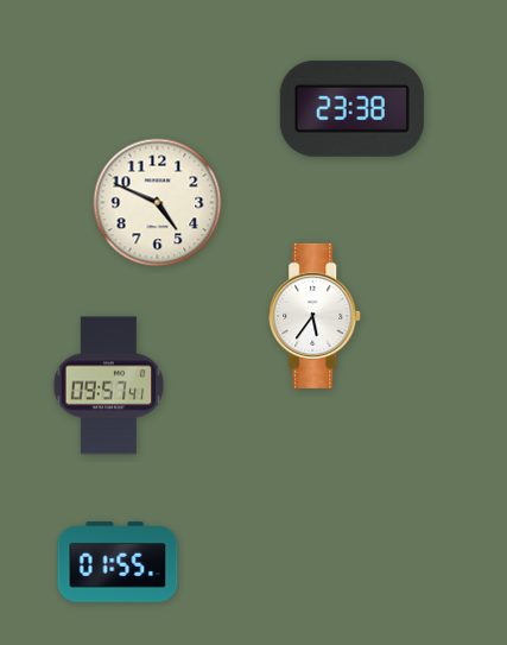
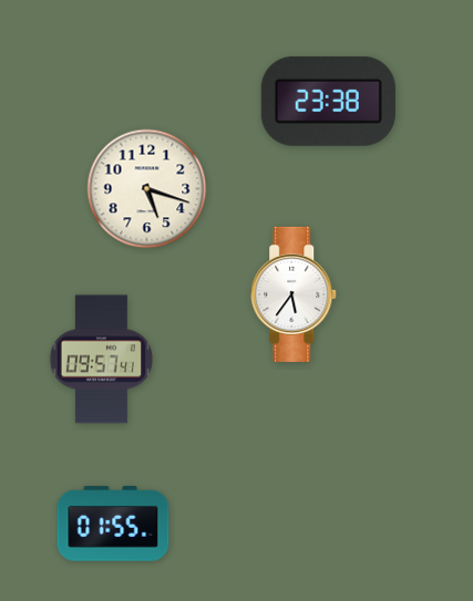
clock at (158, 203): 4:49 -> 5:18
clock at (118, 562) position: (118, 562) -> (113, 524)
